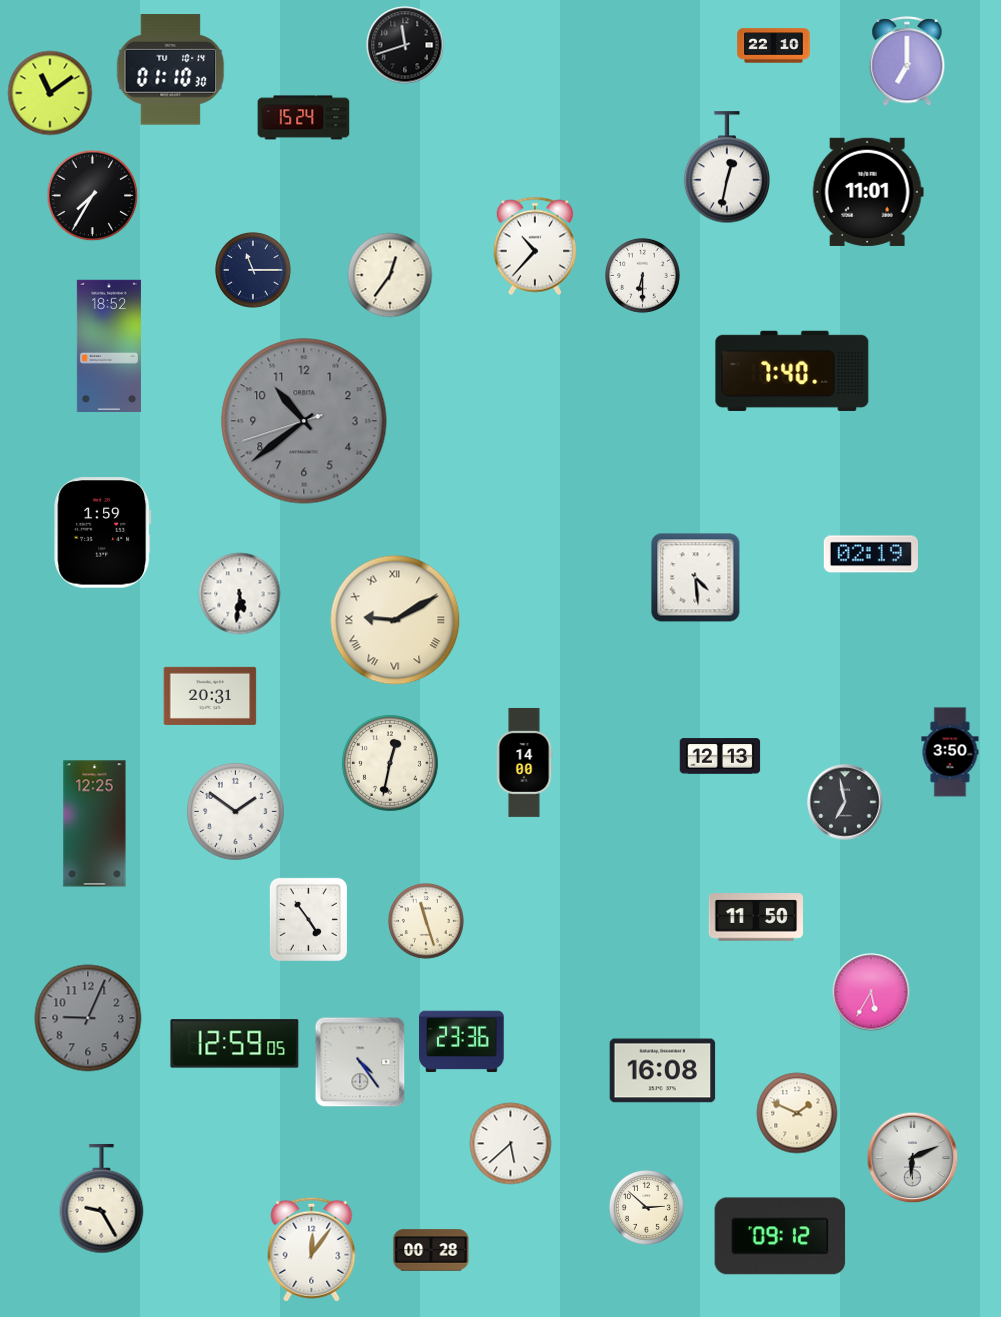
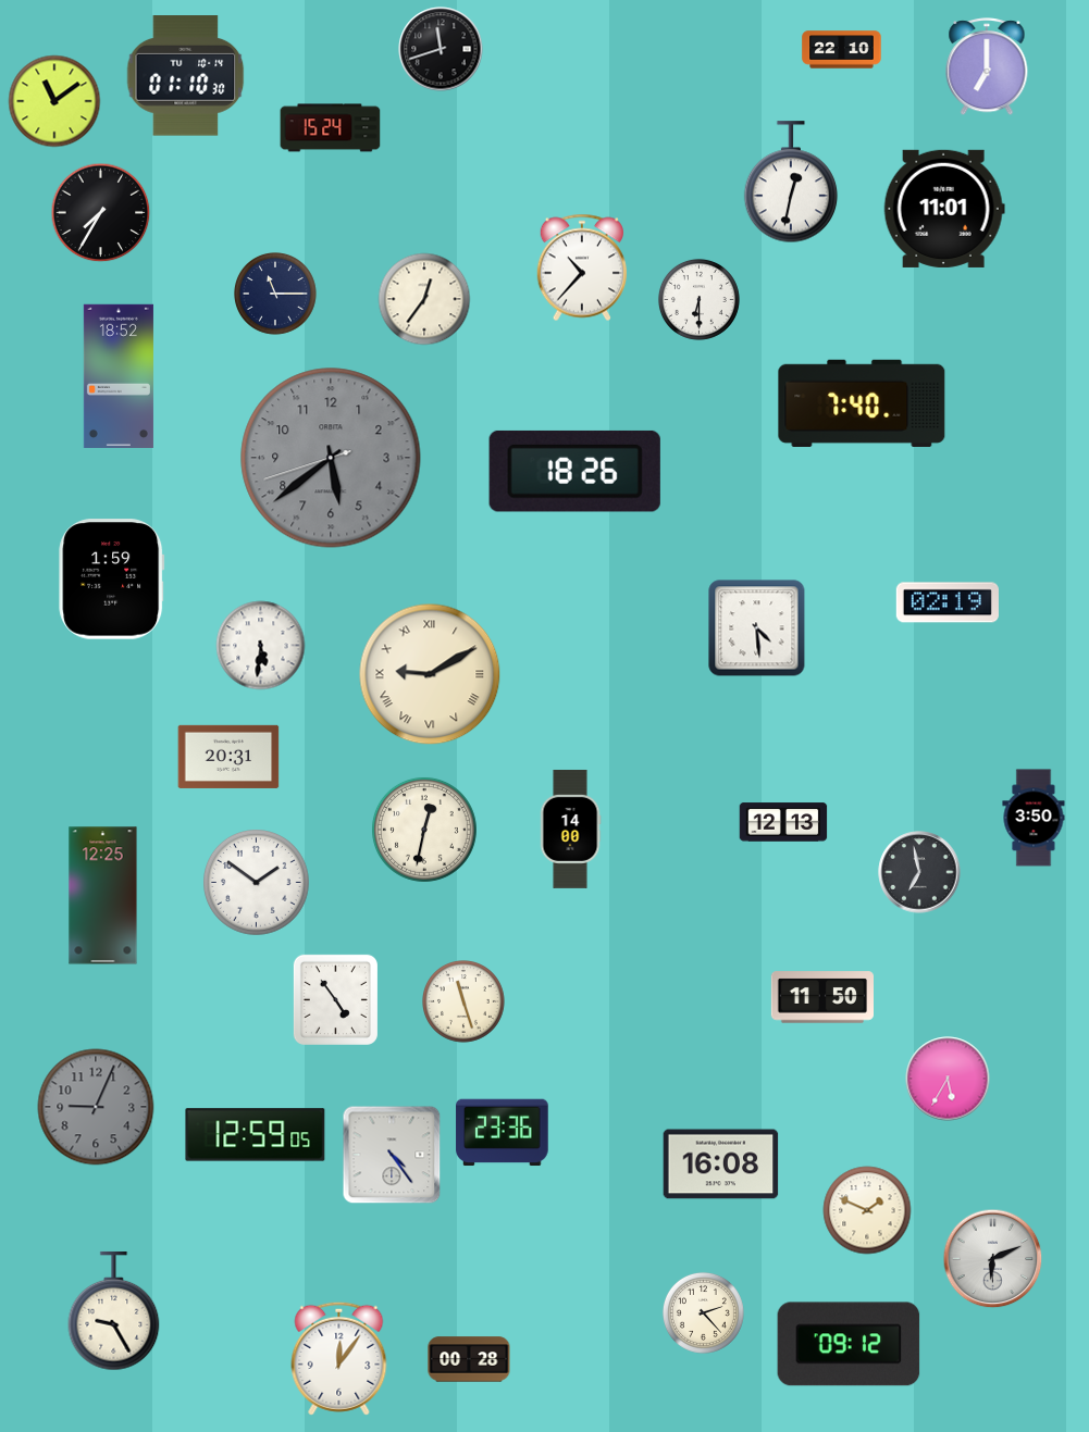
clock at (304, 421): 10:38 -> 5:38
clock at (574, 471): none -> 18:26
clock at (511, 1144): 5:38 -> none
clock at (102, 1199) position: (102, 1199) -> (114, 1311)
clock at (646, 1207): 2:52 -> 2:23
